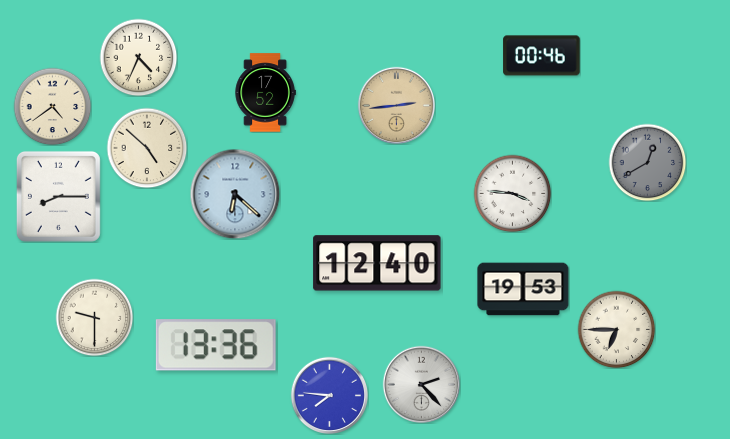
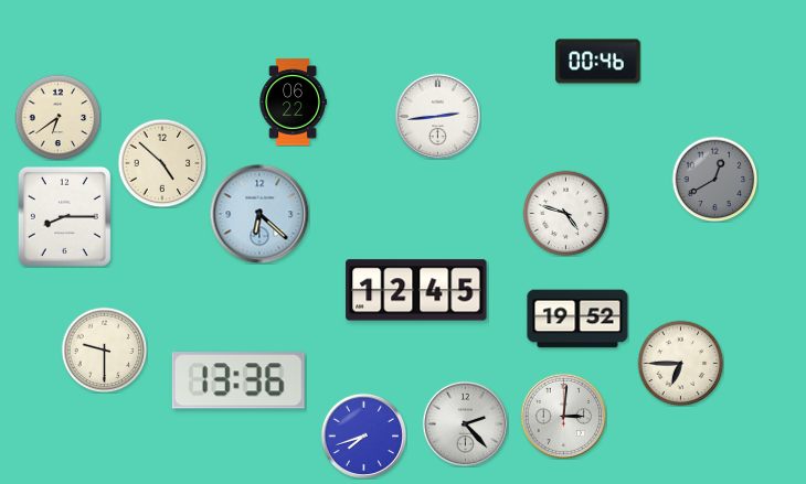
clock at (138, 57): 4:34 -> none
clock at (265, 93): 17:52 -> 06:22
clock at (396, 105) dial: champagne -> white
clock at (52, 106): 4:39 -> 6:39
clock at (512, 193): 3:46 -> 4:48
clock at (377, 263): 12:40 -> 12:45
clock at (523, 289): 19:53 -> 19:52
clock at (563, 416): none -> 3:01
clock at (329, 395): 7:46 -> 7:42
